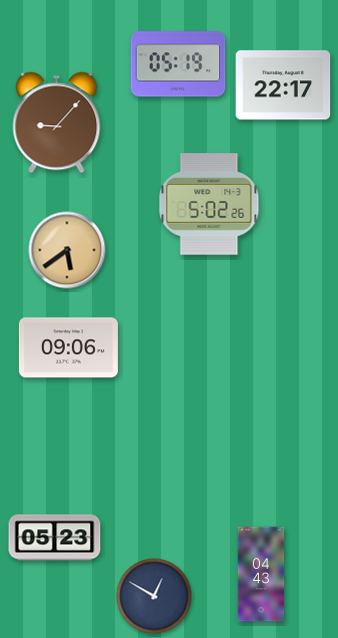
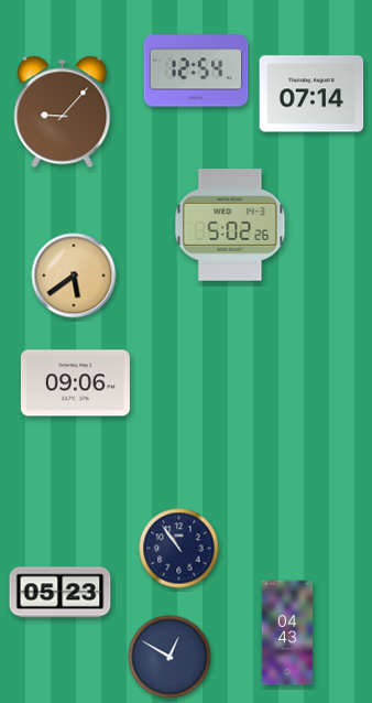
clock at (178, 64): 05:19 -> 12:54
clock at (283, 85): 22:17 -> 07:14
clock at (57, 123) position: (57, 123) -> (63, 112)
clock at (179, 549): none -> 10:54
